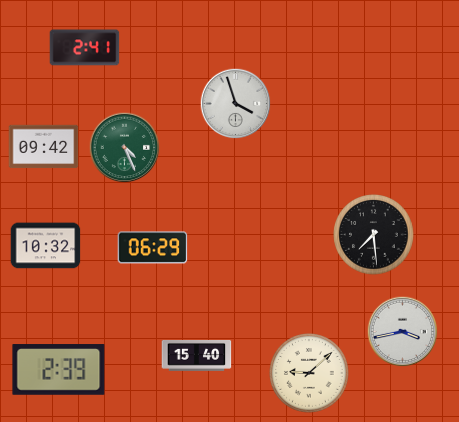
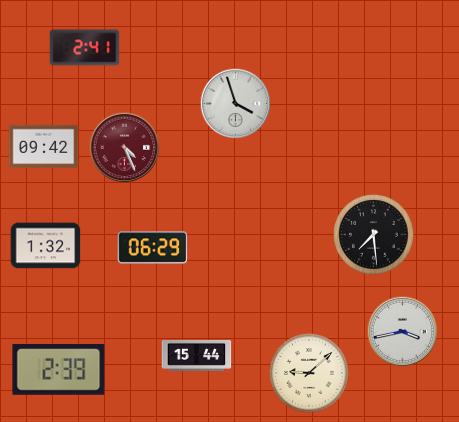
clock at (125, 148) dial: green -> burgundy
clock at (46, 246): 10:32 -> 1:32
clock at (197, 355): 15:40 -> 15:44
